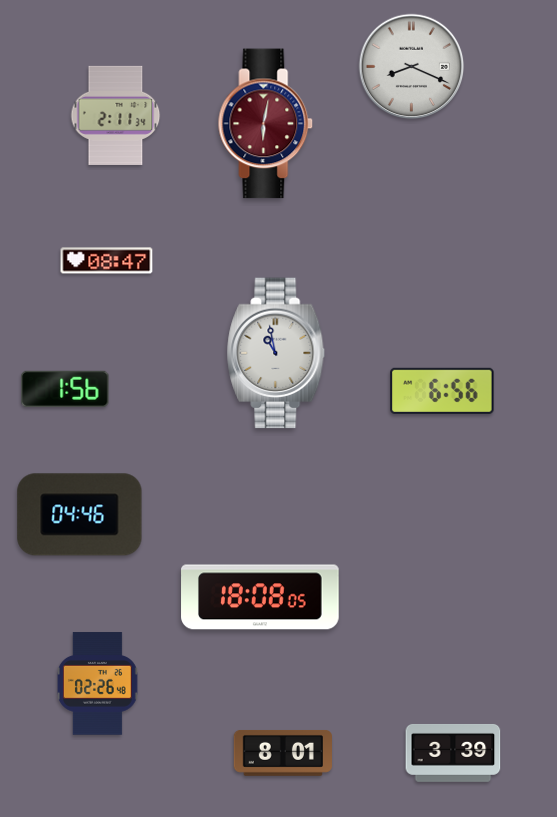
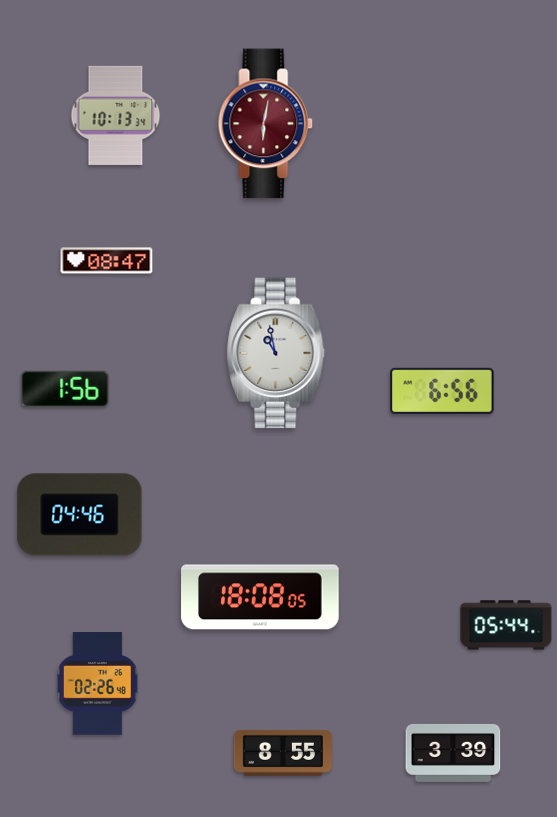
clock at (412, 67): 8:19 -> none
clock at (116, 115): 2:11 -> 10:13
clock at (506, 625): none -> 05:44
clock at (282, 753): 8:01 -> 8:55
